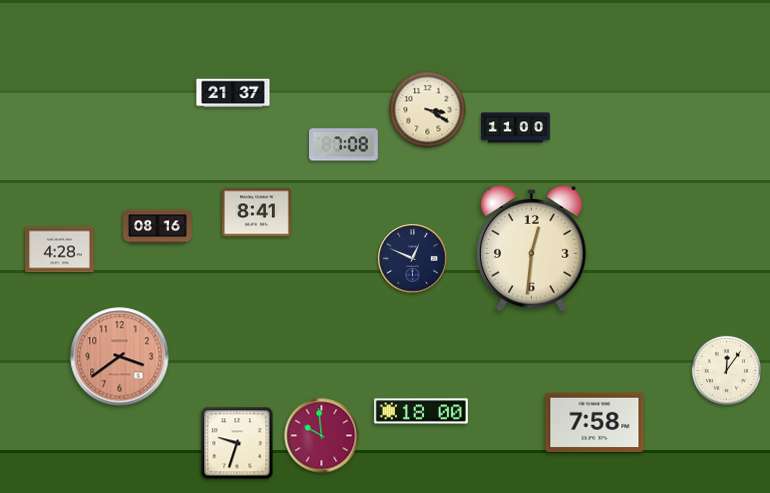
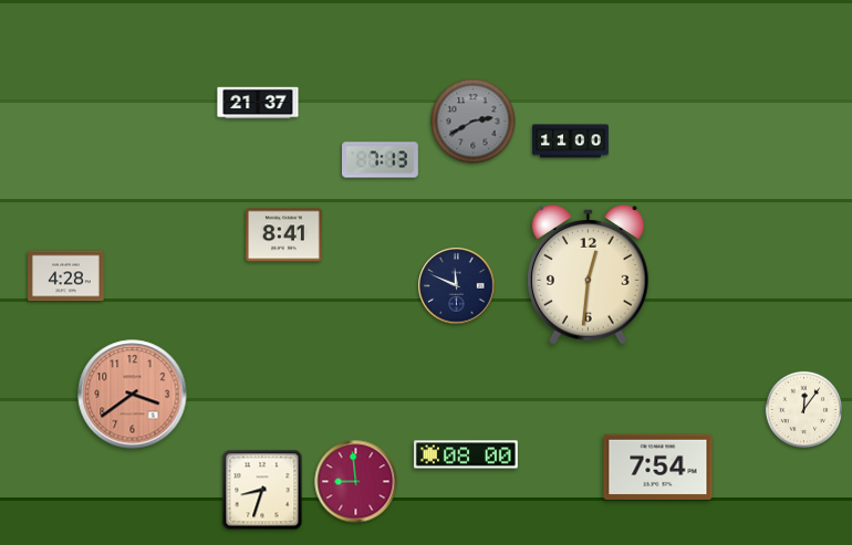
clock at (428, 110): 3:20 -> 2:40
clock at (428, 110) dial: cream -> grey
clock at (344, 145): 7:08 -> 7:13
clock at (158, 227): 08:16 -> none
clock at (413, 259): 12:49 -> 11:49
clock at (422, 411): 18:00 -> 08:00
clock at (595, 423): 7:58 -> 7:54
clock at (322, 436): 9:59 -> 8:59
clock at (237, 443): 9:33 -> 8:33
